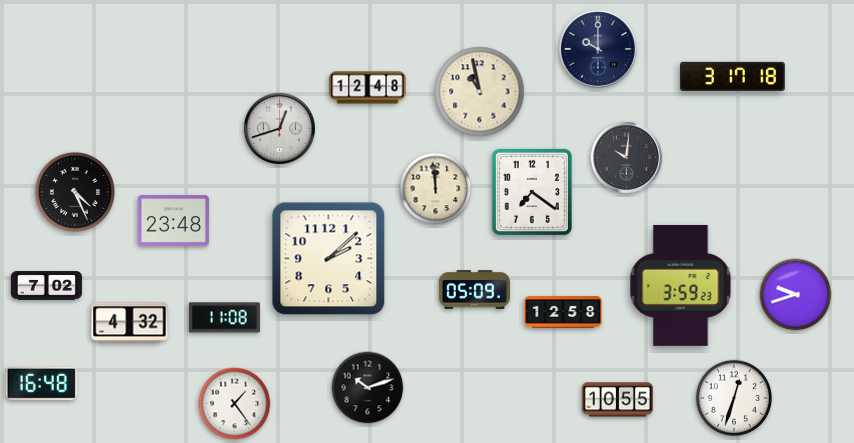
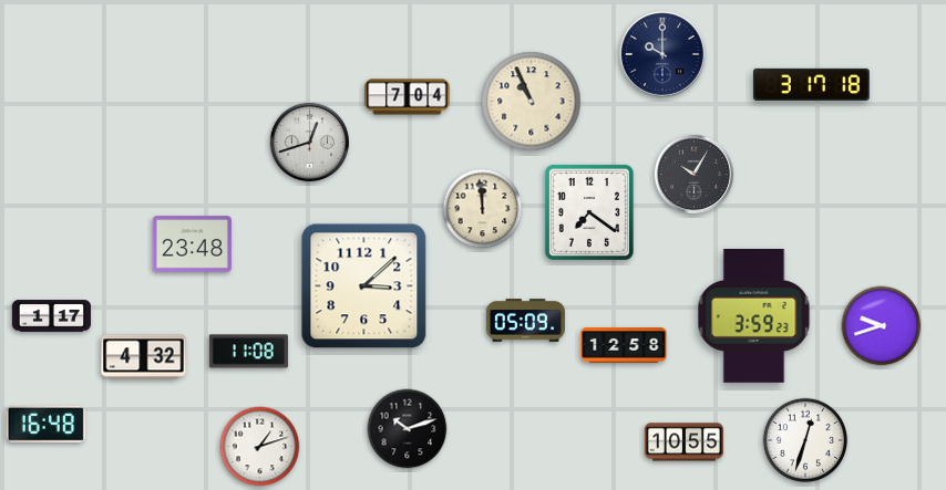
clock at (368, 88): 12:48 -> 7:04
clock at (480, 92): 10:58 -> 10:56
clock at (626, 157): 10:01 -> 10:05
clock at (75, 192): 4:26 -> none
clock at (329, 259): 2:08 -> 3:08
clock at (46, 286): 7:02 -> 1:17
clock at (734, 398) position: (734, 398) -> (805, 440)
clock at (235, 404): 1:24 -> 1:12
